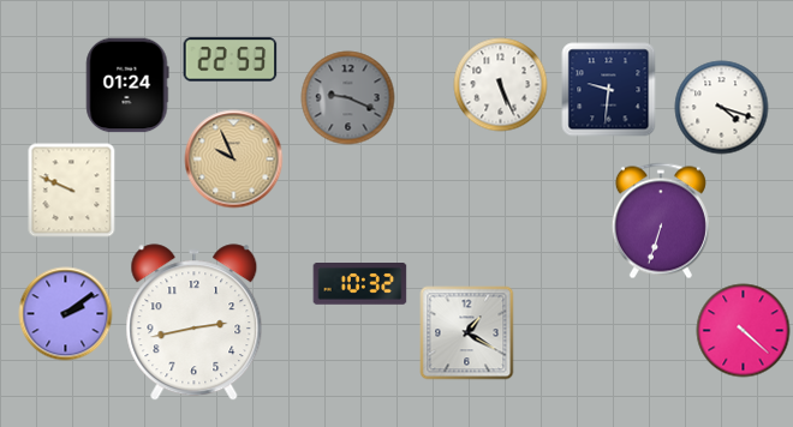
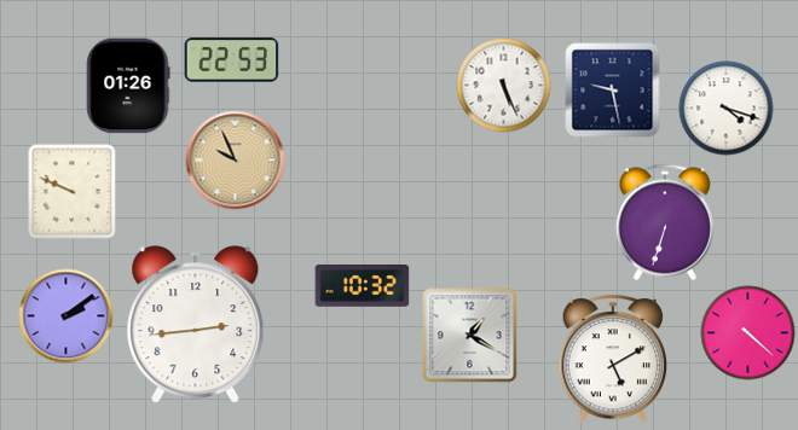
clock at (127, 85): 01:24 -> 01:26
clock at (608, 89): 9:31 -> 9:28
clock at (347, 97): 9:19 -> none
clock at (195, 323): 2:43 -> 2:44
clock at (613, 359): none -> 5:10
